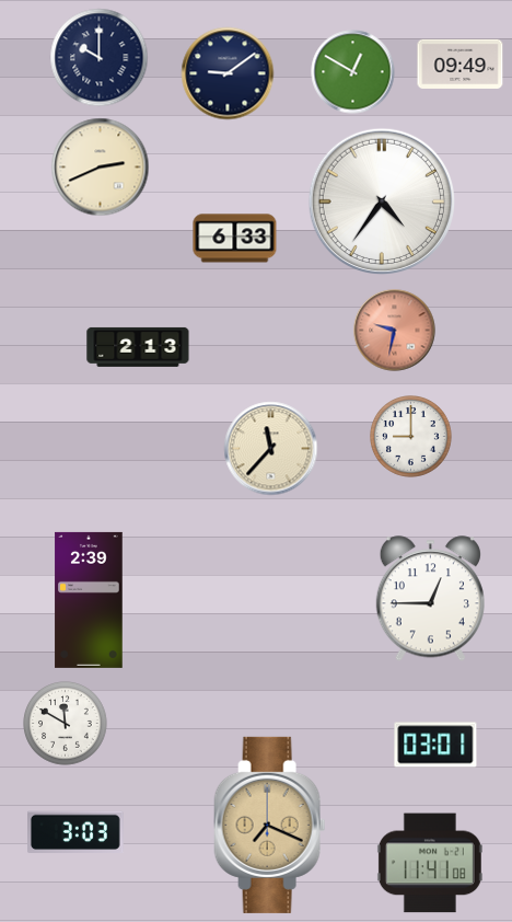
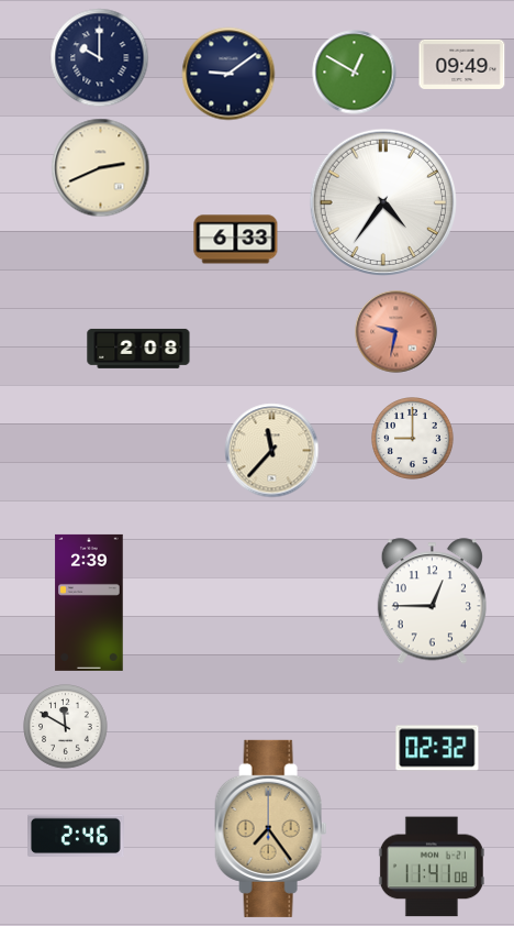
clock at (138, 347): 2:13 -> 2:08
clock at (435, 745): 03:01 -> 02:32
clock at (270, 825): 7:19 -> 7:24
clock at (77, 831): 3:03 -> 2:46
